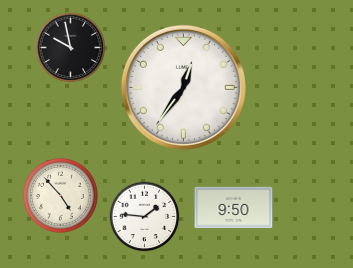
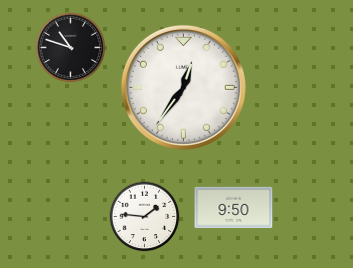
clock at (71, 48): 9:58 -> 10:48
clock at (60, 195): 4:53 -> none
